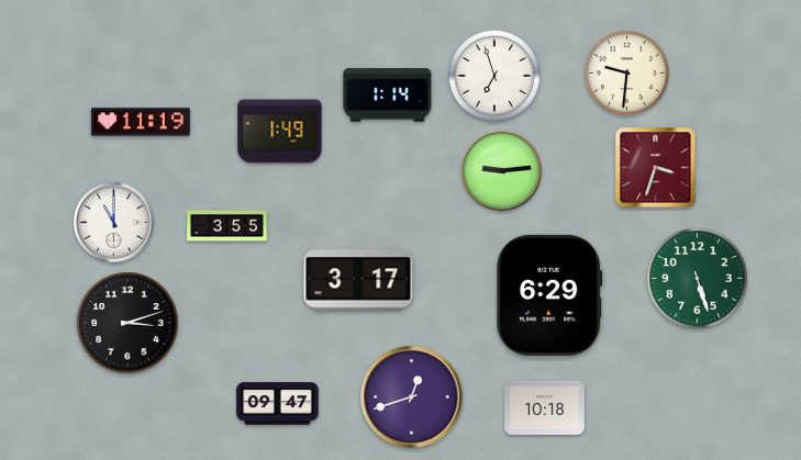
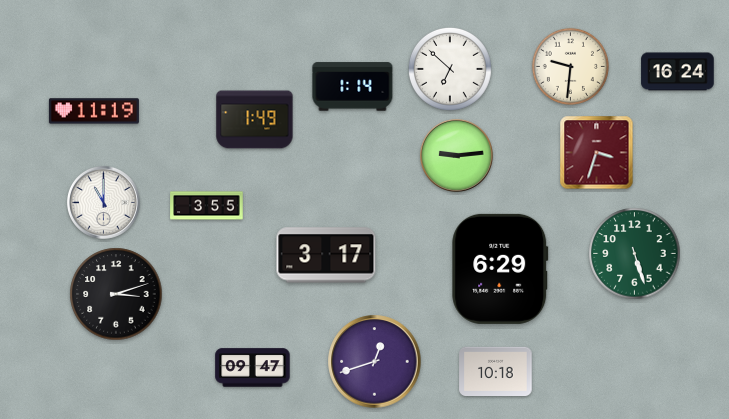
clock at (494, 76): 6:57 -> 6:52
clock at (678, 72): none -> 16:24
clock at (141, 122) position: (141, 122) -> (94, 111)
